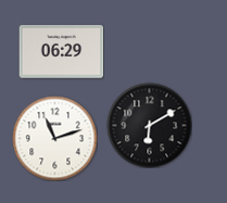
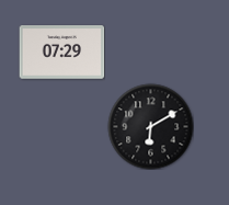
clock at (61, 52): 06:29 -> 07:29
clock at (54, 138): 11:12 -> none
